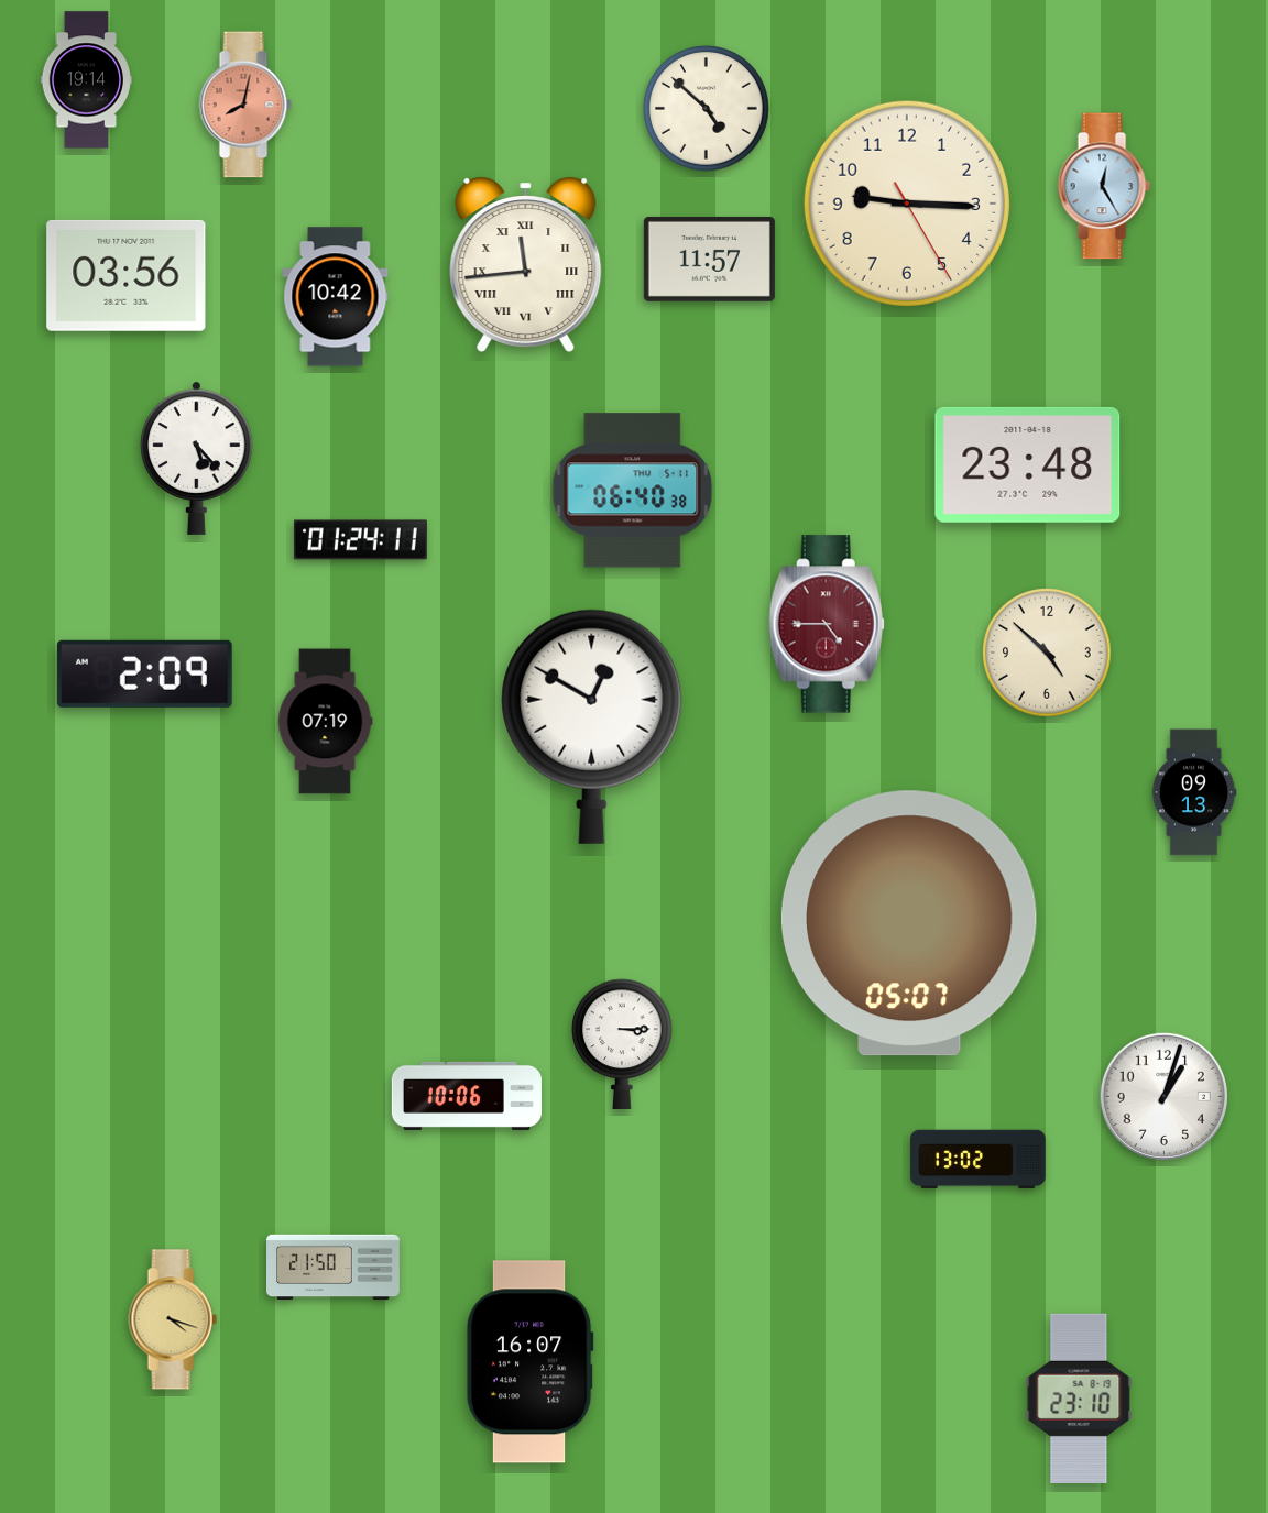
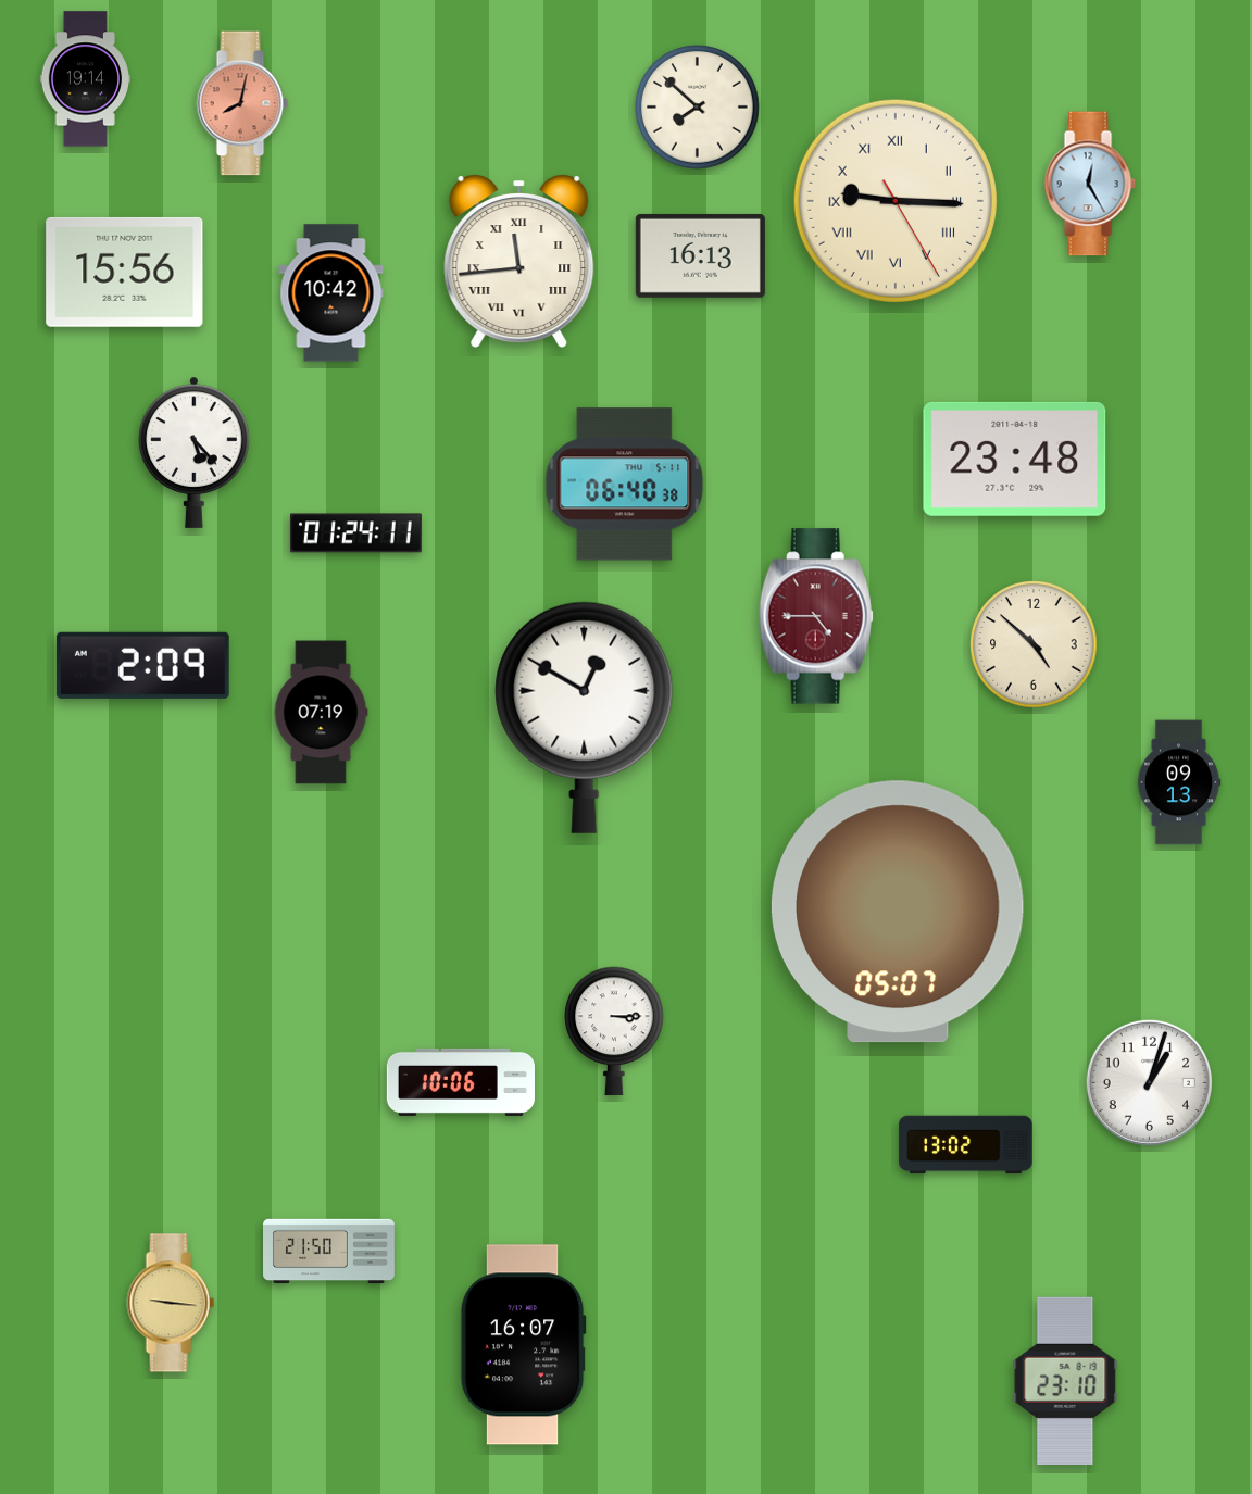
clock at (707, 109): 4:52 -> 7:52
clock at (907, 204) numerals: Arabic -> Roman
clock at (709, 259): 11:57 -> 16:13
clock at (127, 275): 03:56 -> 15:56
clock at (173, 1319): 4:18 -> 9:16
